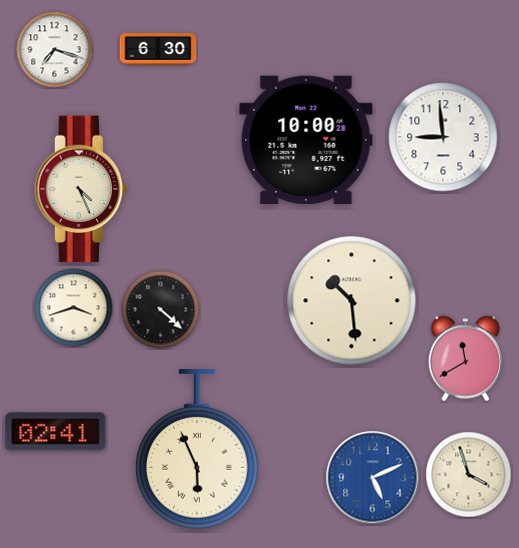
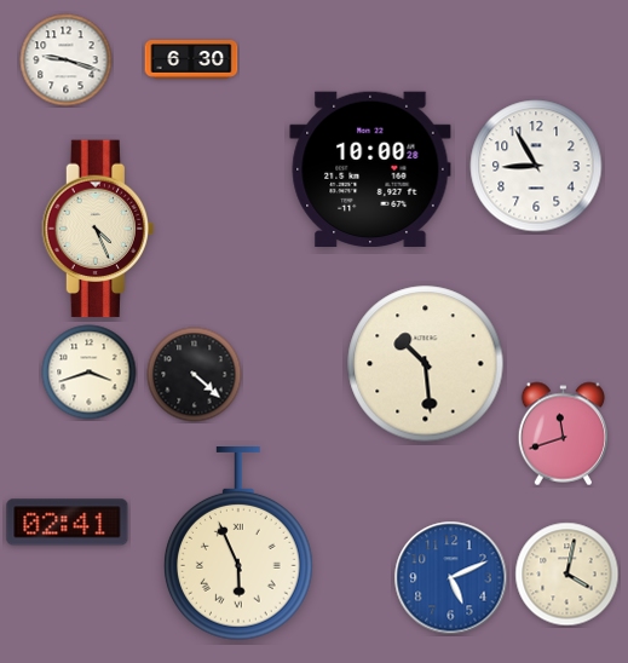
clock at (55, 50): 7:18 -> 9:18
clock at (443, 137): 8:59 -> 8:55
clock at (465, 359): 11:40 -> 11:42
clock at (469, 475): 3:57 -> 4:02
